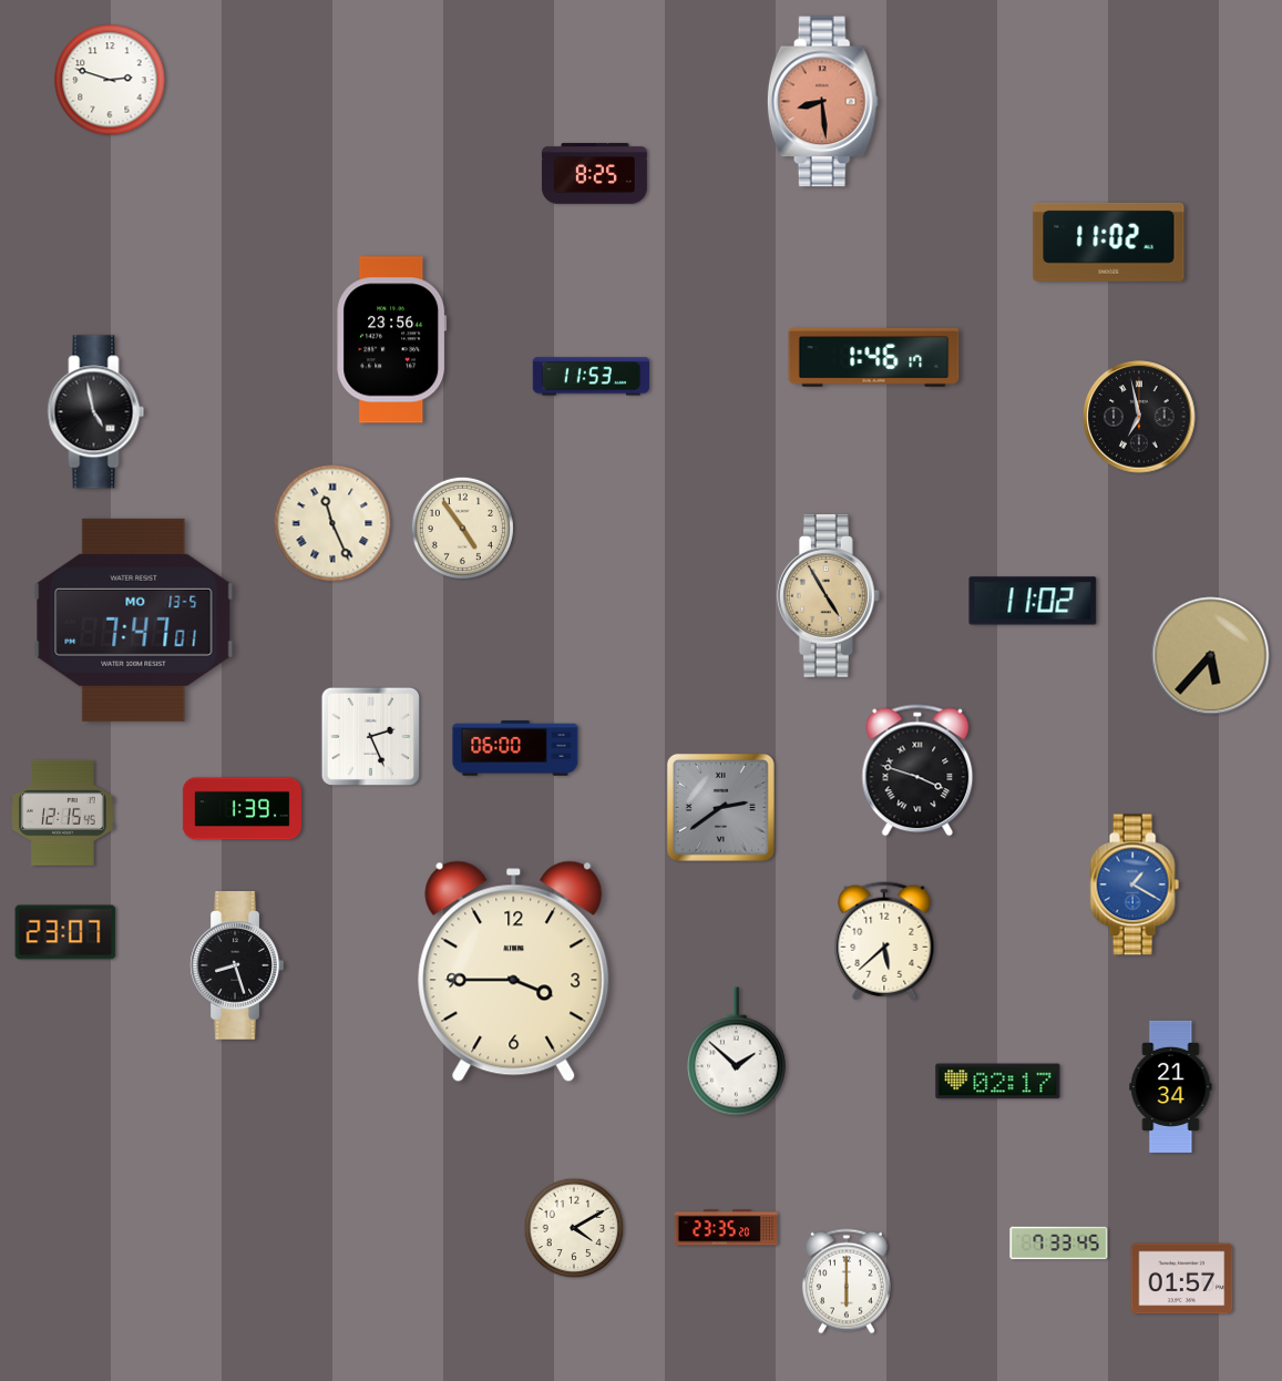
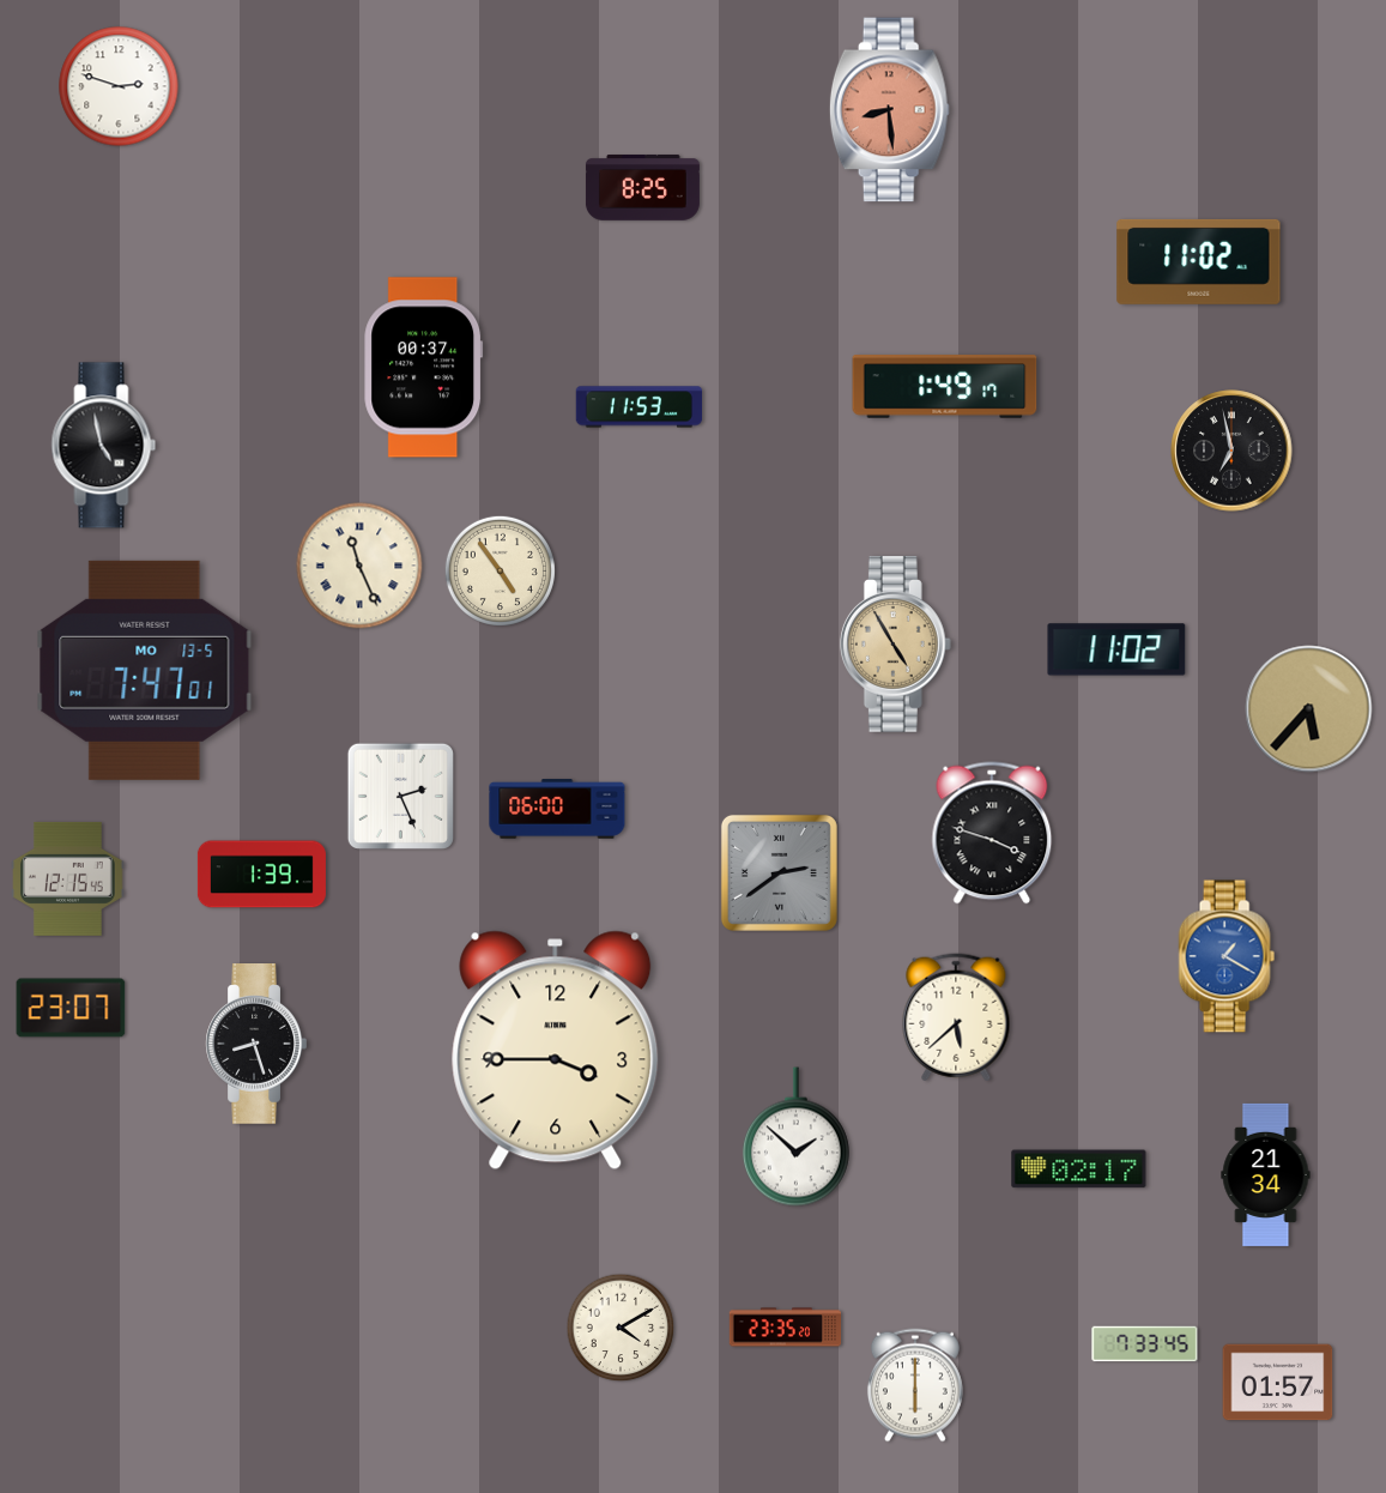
clock at (392, 340): 23:56 -> 00:37
clock at (874, 358): 1:46 -> 1:49
